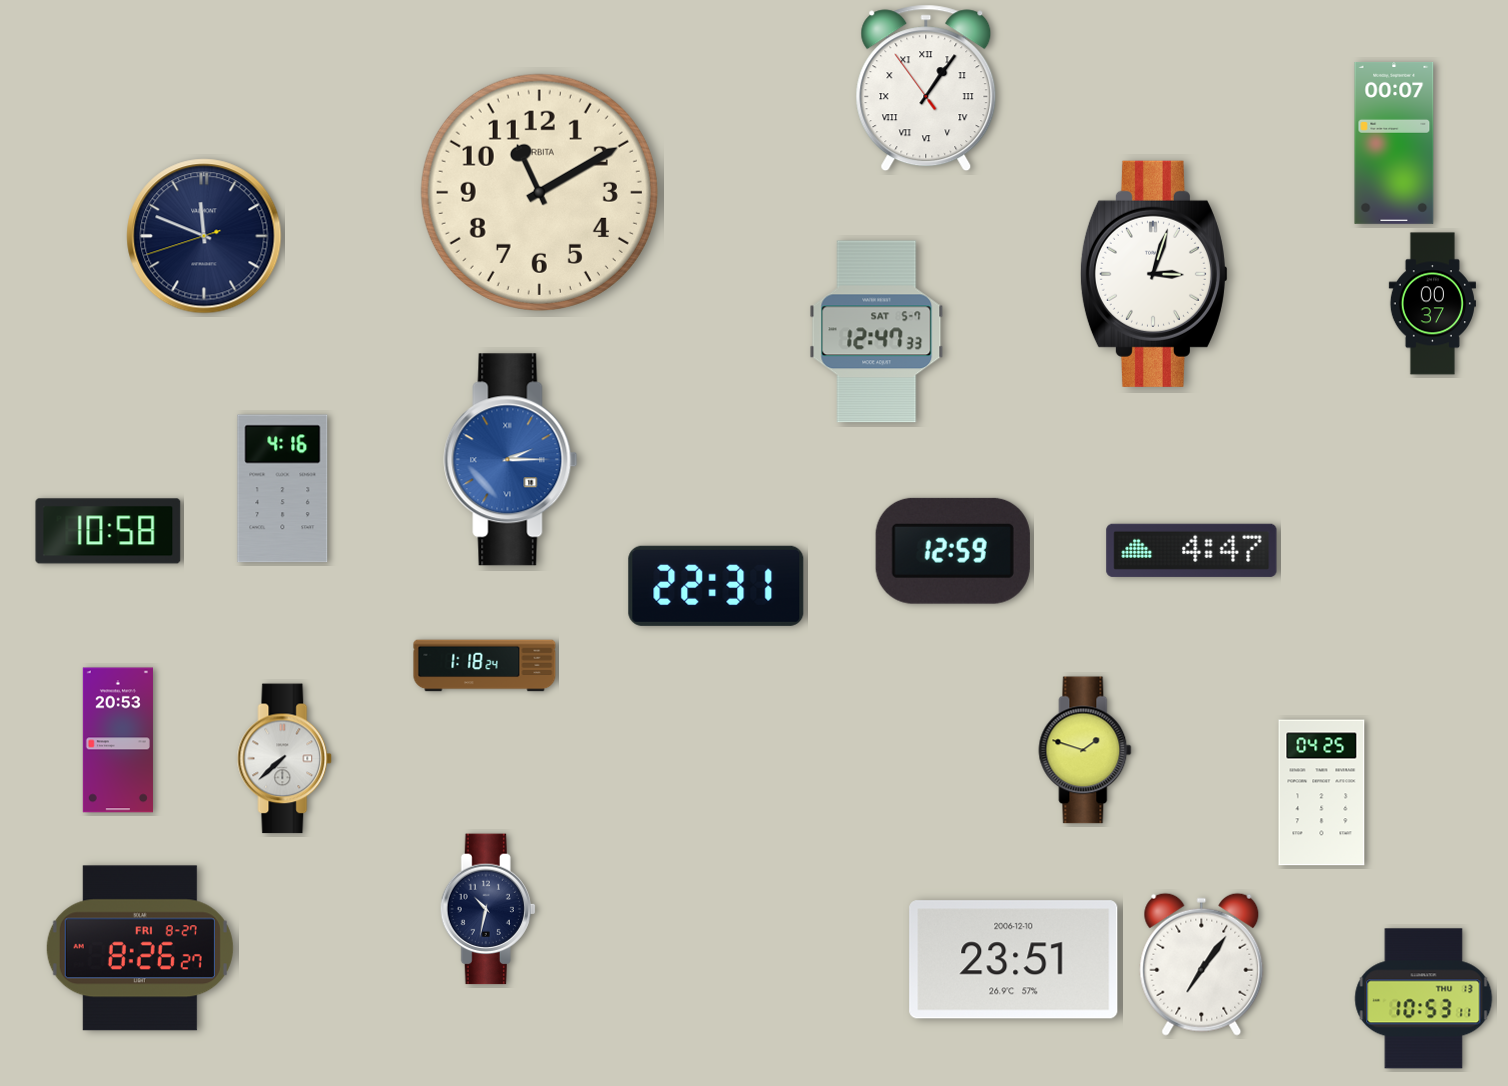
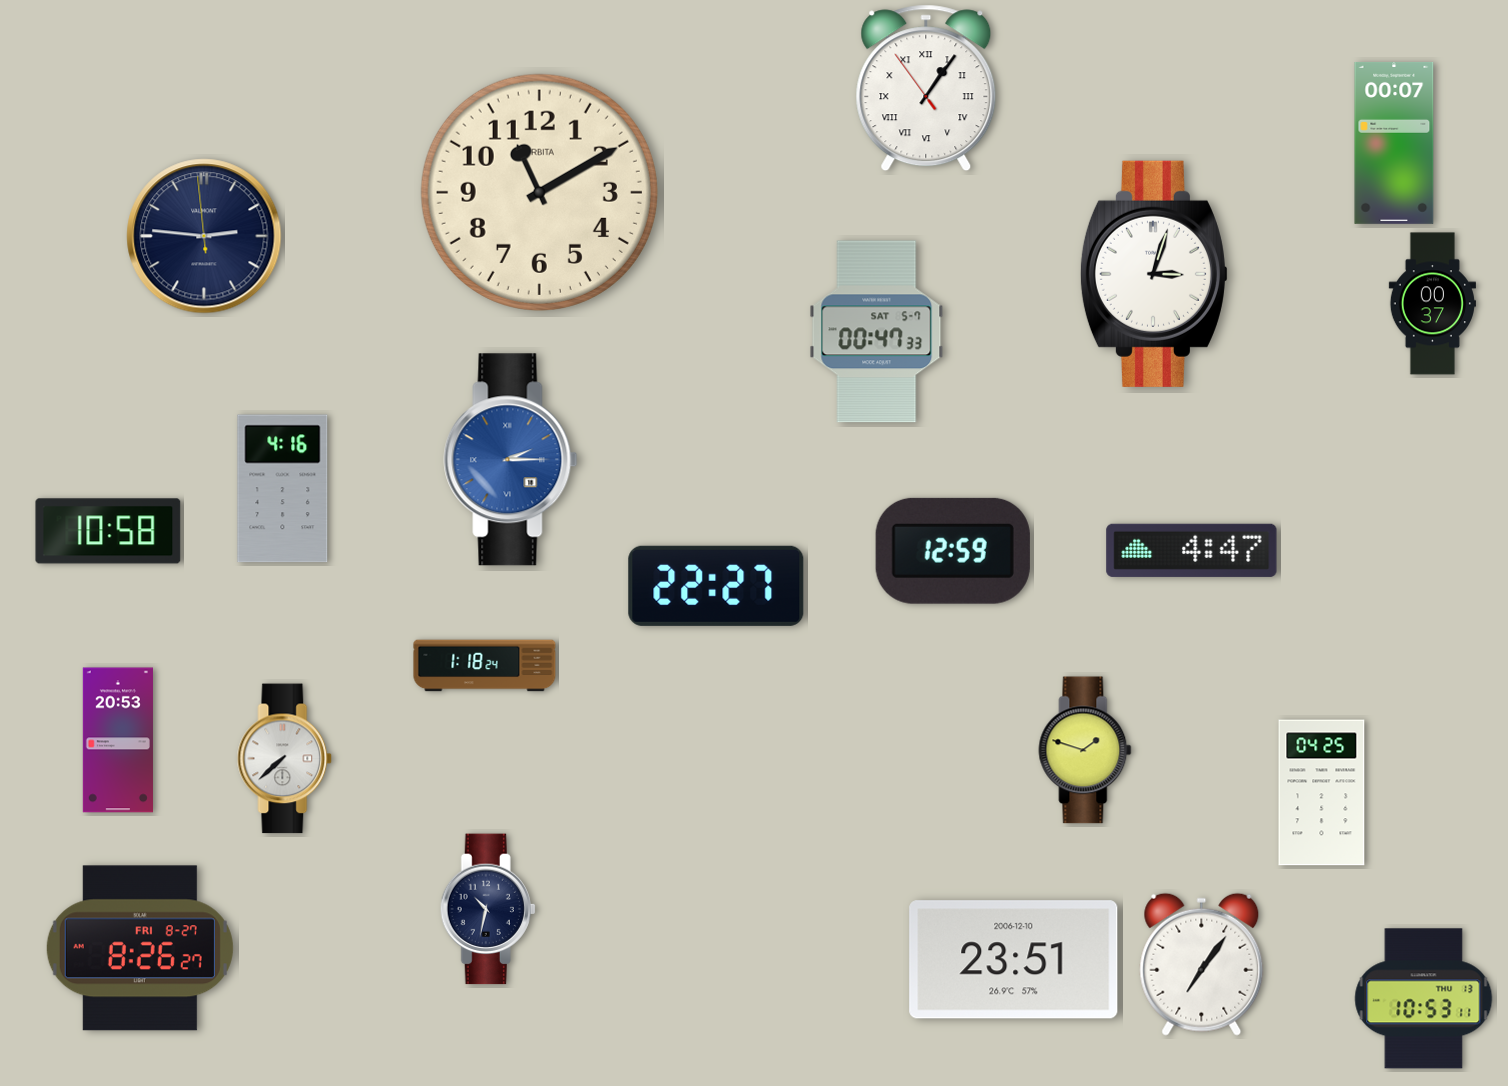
clock at (204, 236): 11:48 -> 2:45
clock at (877, 332): 12:47 -> 00:47
clock at (716, 586): 22:31 -> 22:27
